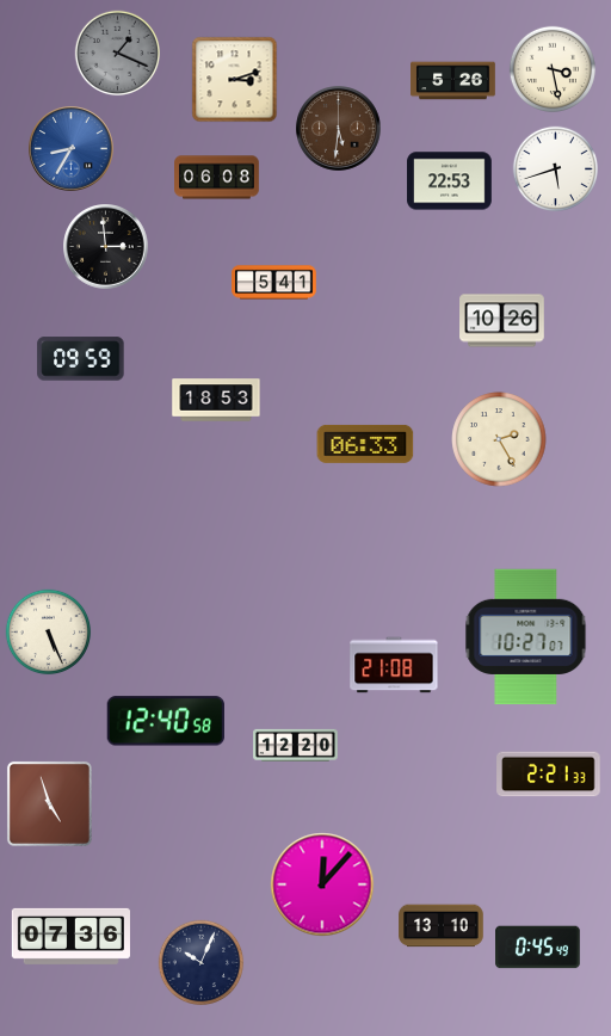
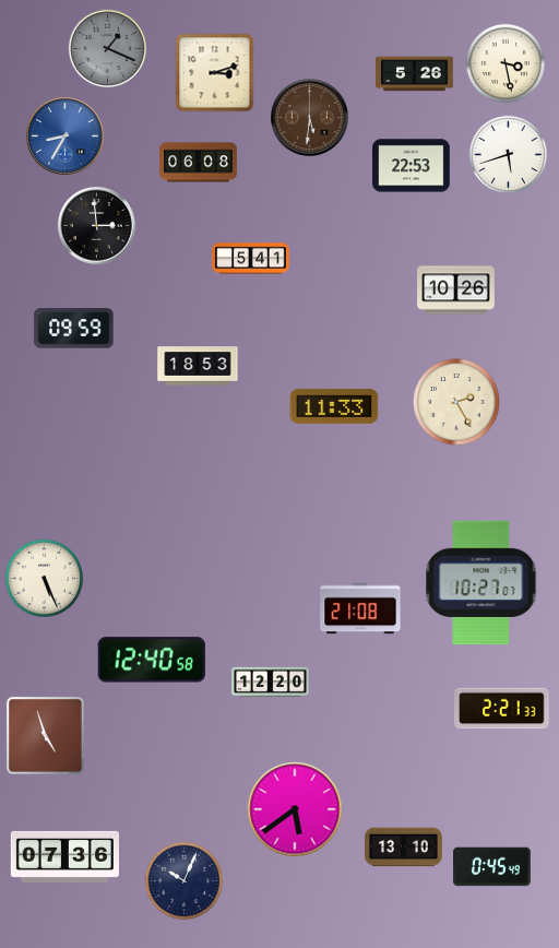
clock at (502, 321) position: (502, 321) -> (456, 291)
clock at (365, 444): 06:33 -> 11:33
clock at (322, 884): 12:07 -> 5:39
